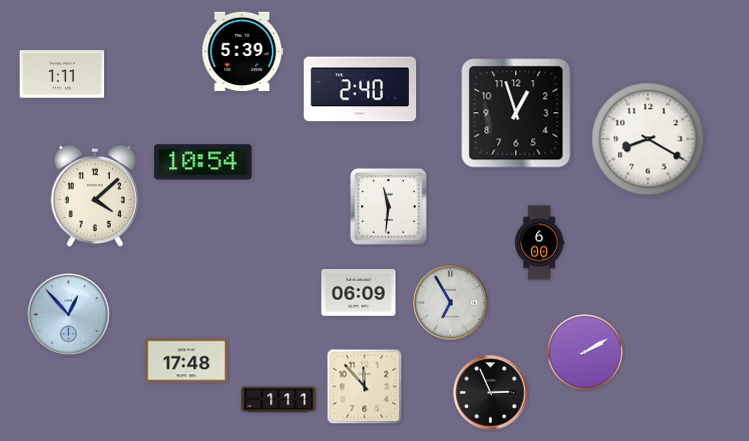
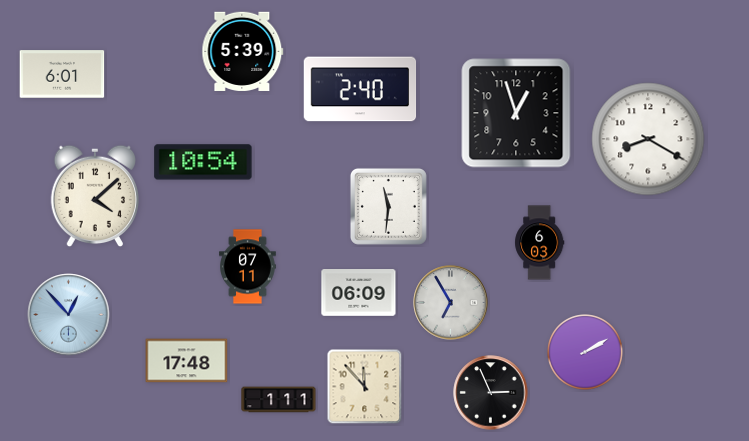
clock at (62, 74): 1:11 -> 6:01
clock at (540, 243): 6:00 -> 6:03
clock at (248, 267): none -> 07:11
